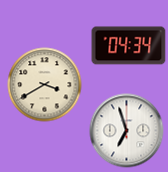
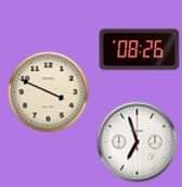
clock at (129, 46): 04:34 -> 08:26
clock at (45, 85): 3:40 -> 3:49
